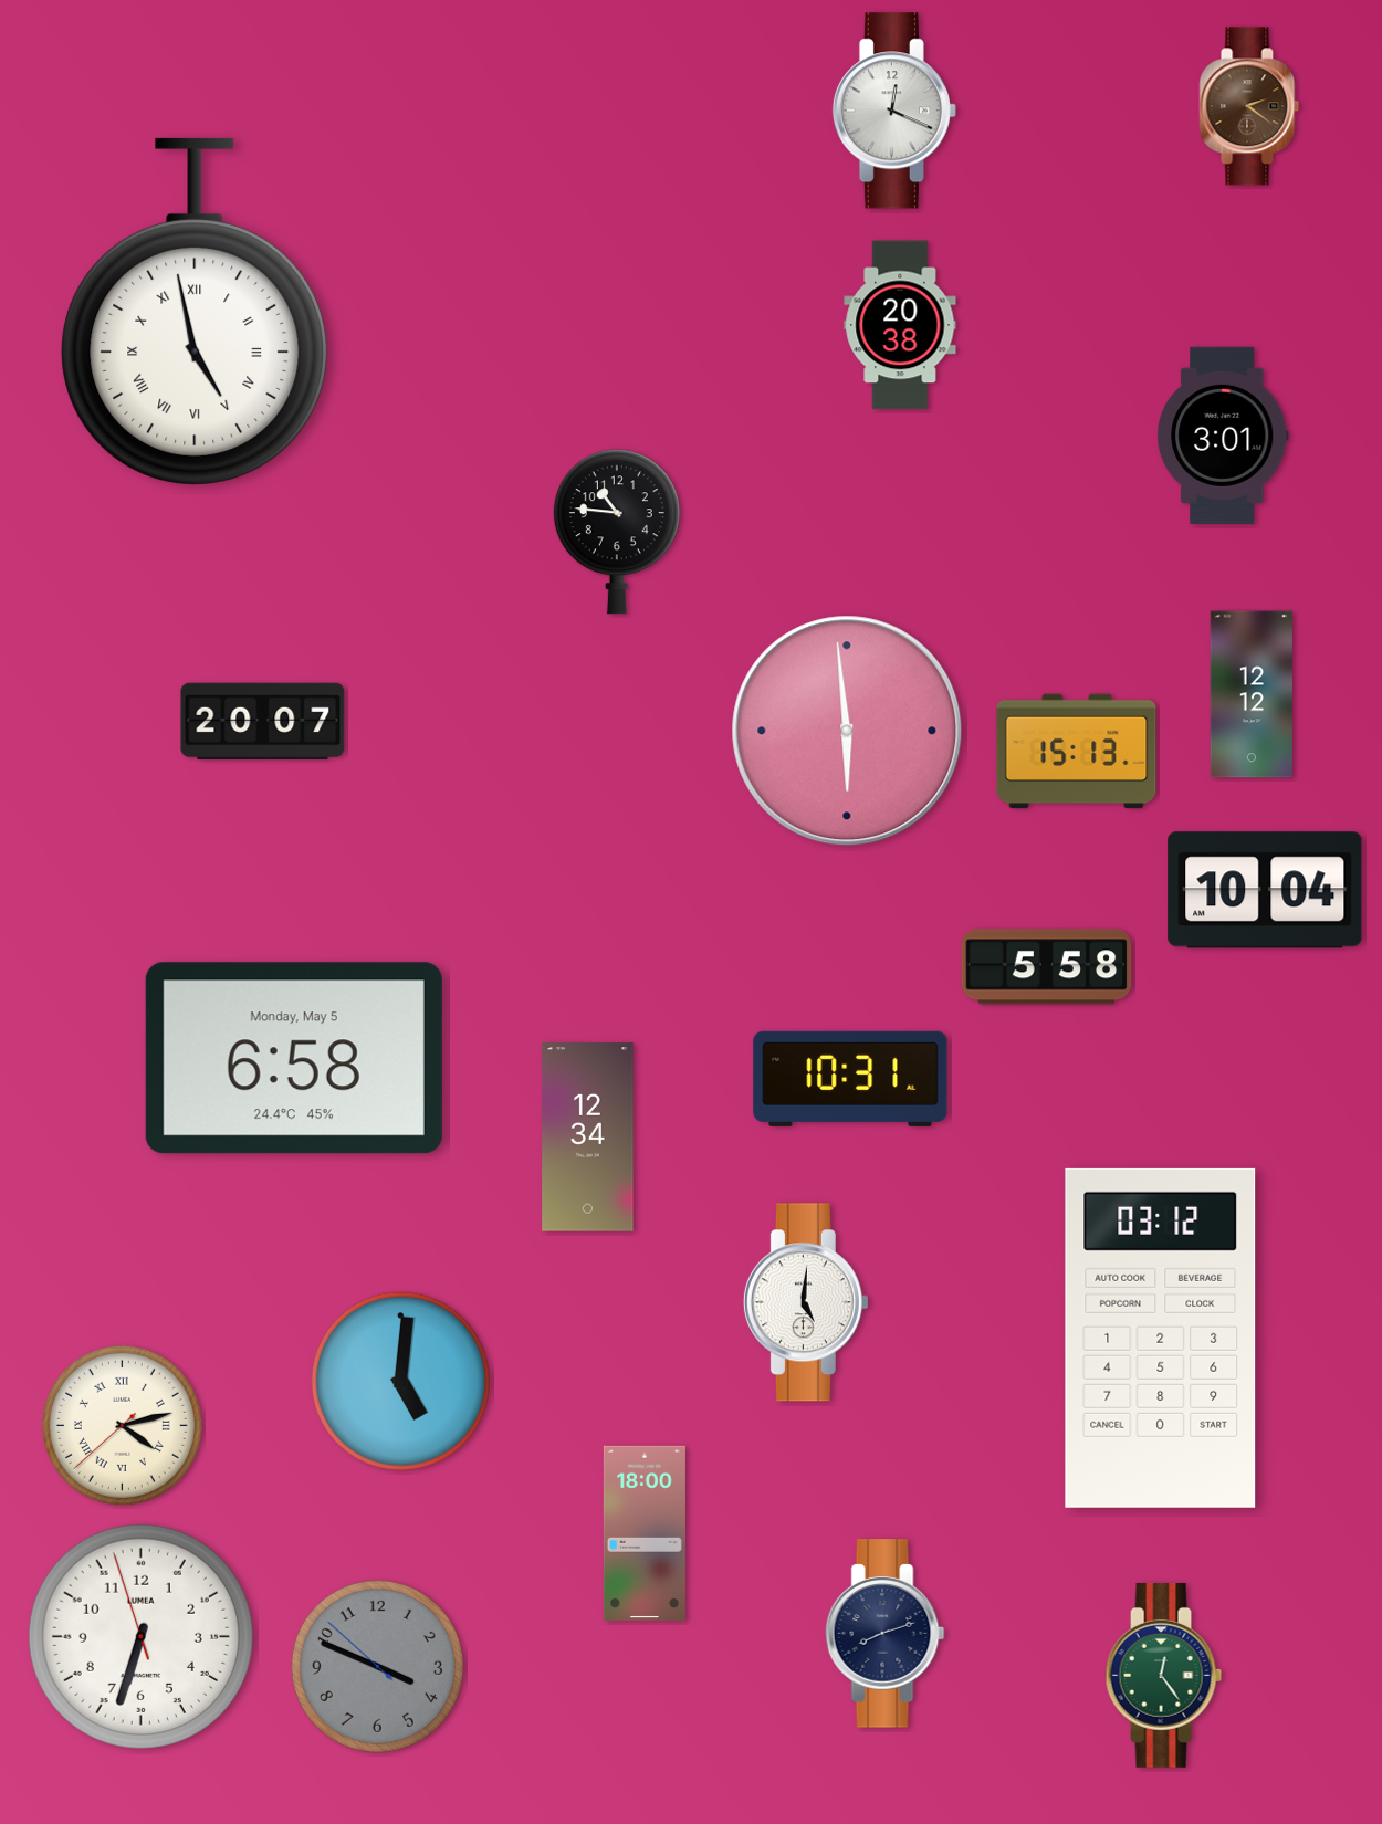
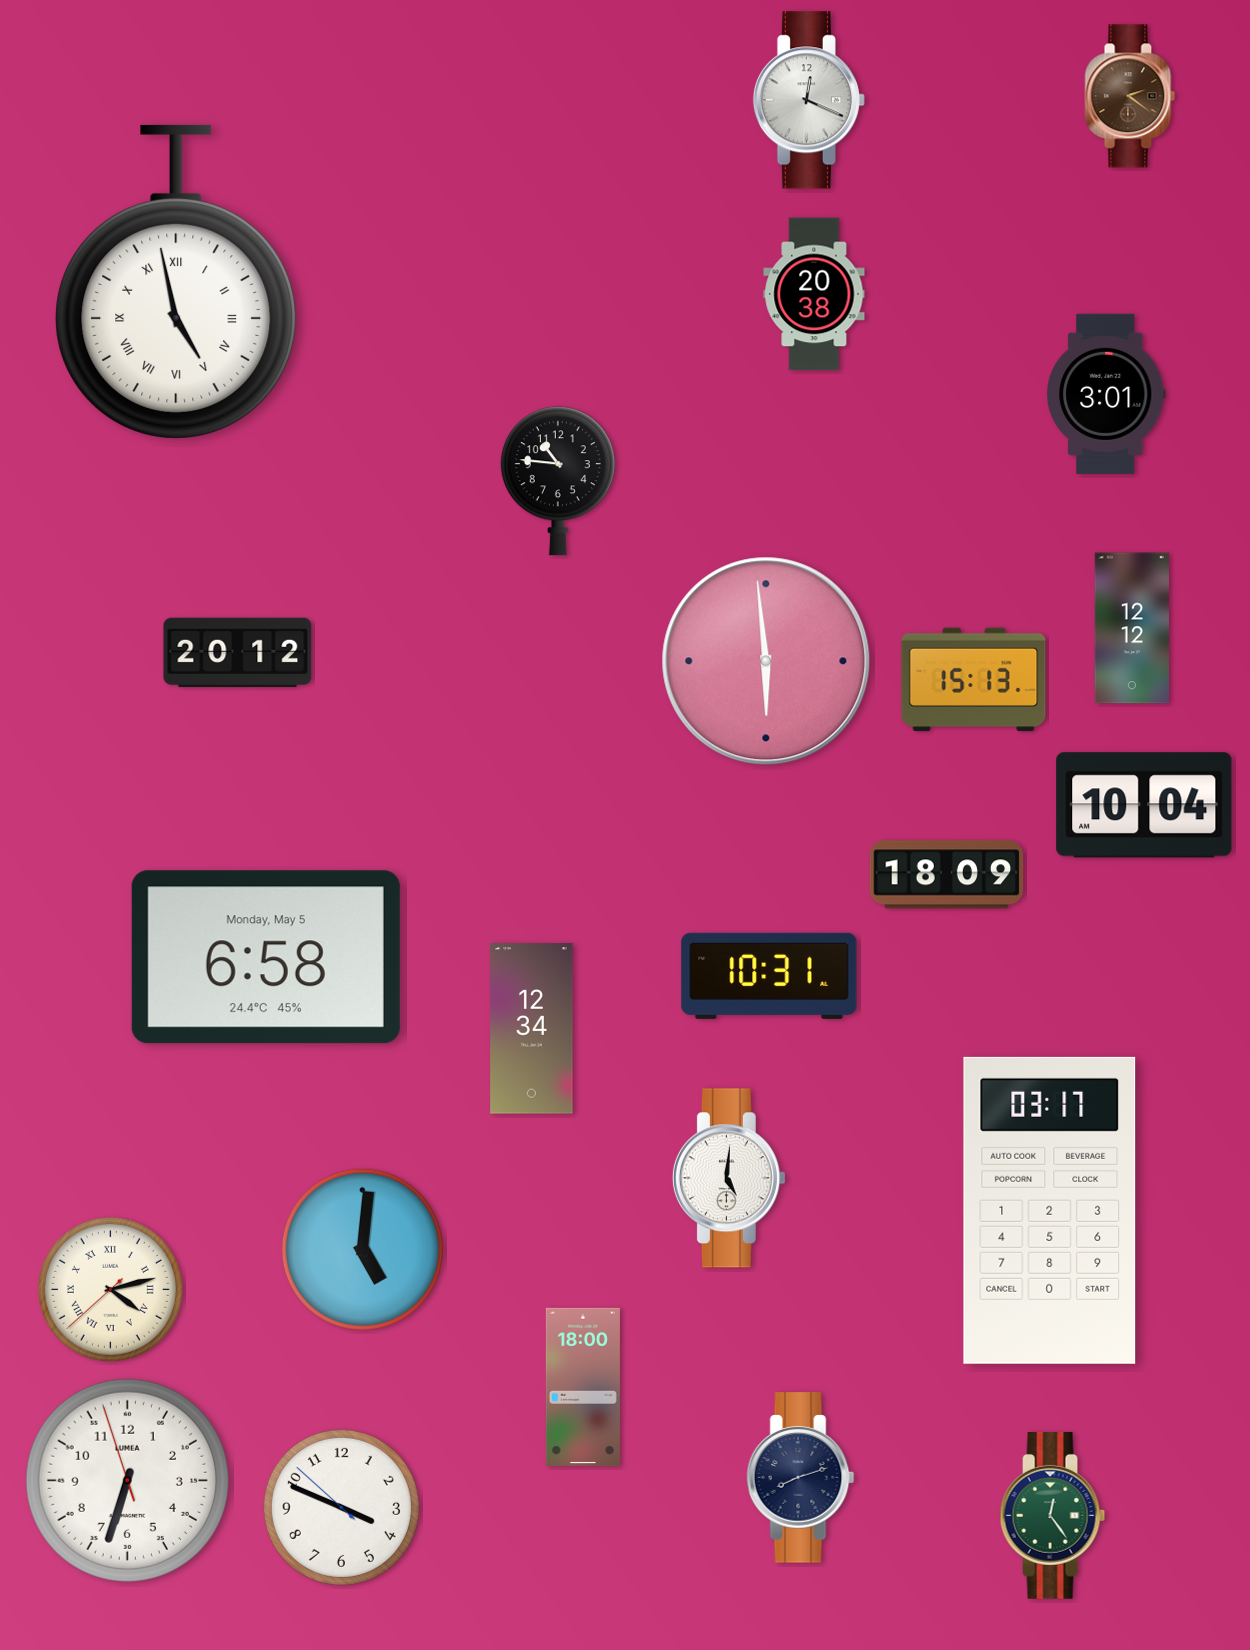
clock at (263, 722): 20:07 -> 20:12
clock at (1047, 967): 5:58 -> 18:09
clock at (1161, 1338): 03:12 -> 03:17
clock at (377, 1666) dial: grey -> white
